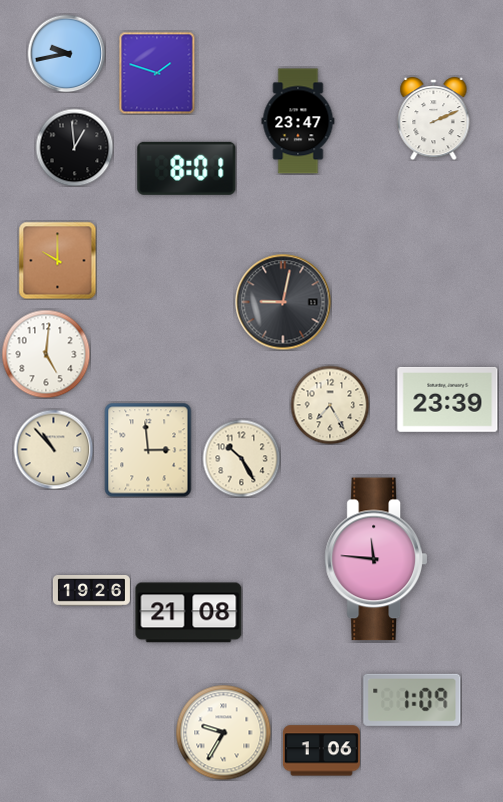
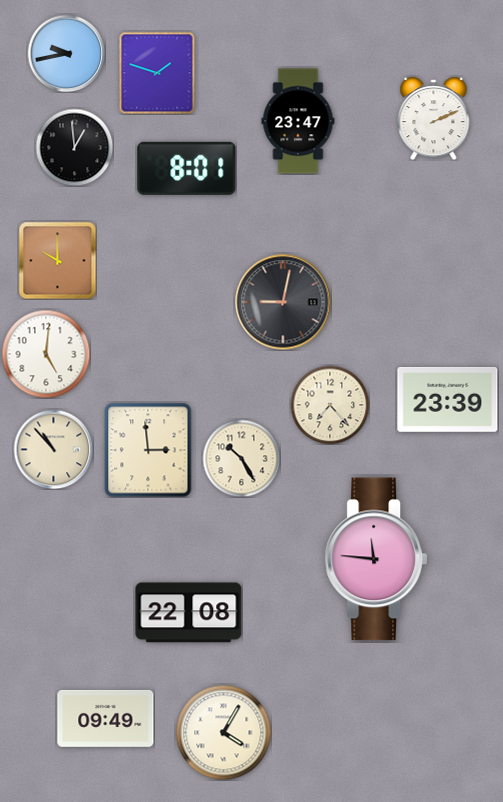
clock at (330, 405): 7:25 -> 7:23
clock at (91, 591): 19:26 -> none
clock at (189, 613): 21:08 -> 22:08
clock at (412, 700): 1:09 -> none
clock at (106, 718): none -> 09:49
clock at (223, 732): 9:35 -> 4:05
clock at (321, 751): 1:06 -> none
